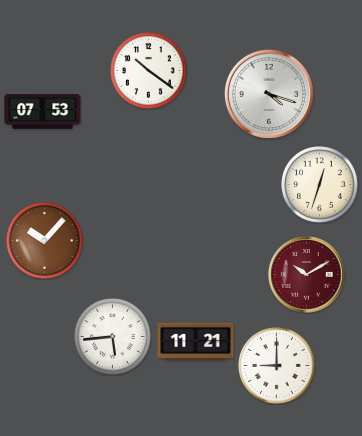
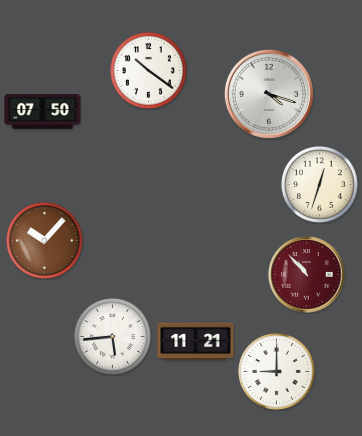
clock at (43, 112): 07:53 -> 07:50
clock at (307, 275): 10:10 -> 10:53
clock at (277, 366) position: (277, 366) -> (277, 372)
